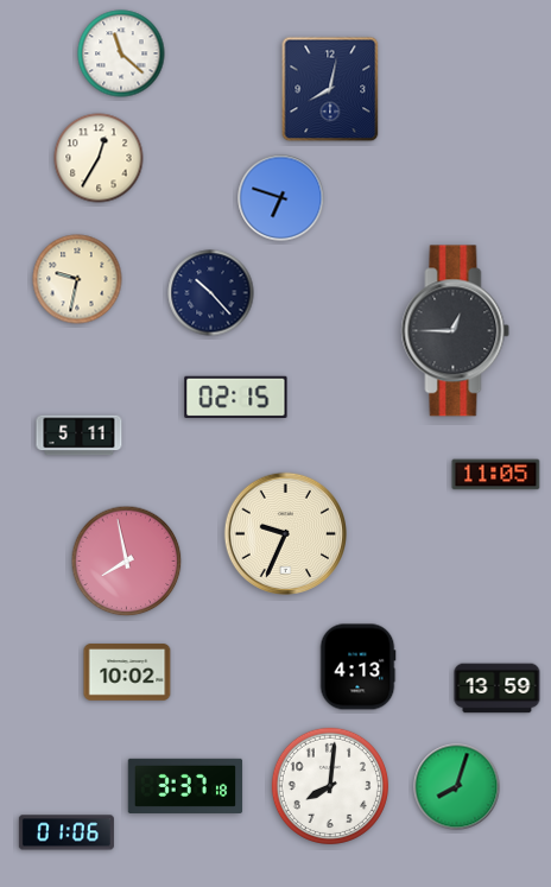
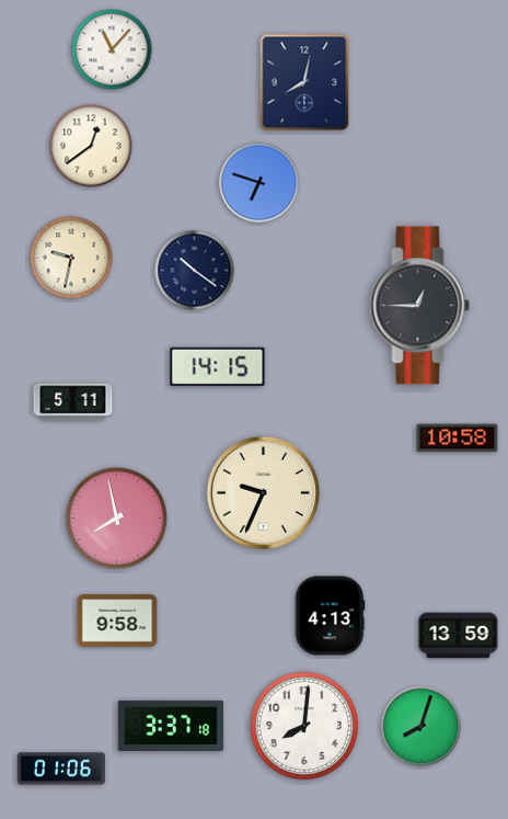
clock at (121, 53): 11:22 -> 11:07
clock at (99, 158): 12:35 -> 12:39
clock at (211, 293): 10:23 -> 10:21
clock at (236, 398): 02:15 -> 14:15
clock at (496, 475): 11:05 -> 10:58
clock at (127, 672): 10:02 -> 9:58
